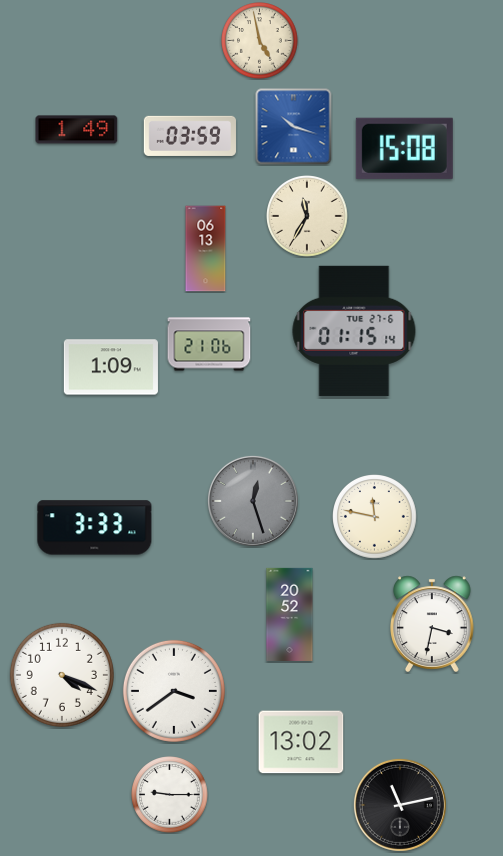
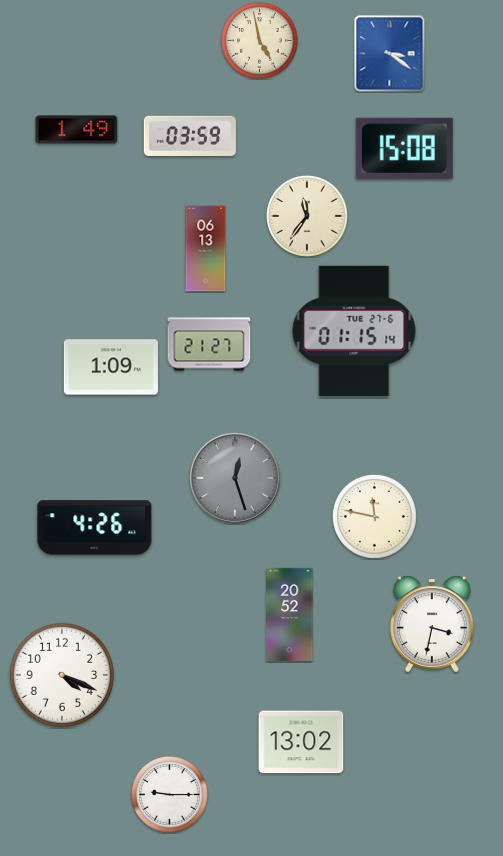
clock at (390, 54): none -> 3:21
clock at (294, 127): 10:18 -> none
clock at (307, 216): 11:35 -> 11:36
clock at (209, 344): 21:06 -> 21:27
clock at (253, 501) position: (253, 501) -> (235, 478)
clock at (95, 528): 3:33 -> 4:26
clock at (174, 691): 3:39 -> none
clock at (400, 805): 11:13 -> none
